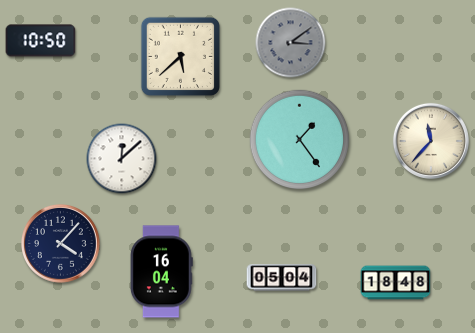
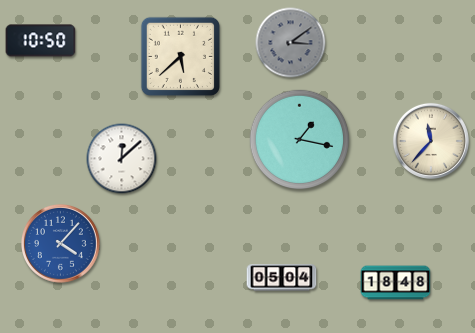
clock at (300, 140): 1:24 -> 1:17
clock at (61, 244) dial: navy -> blue
clock at (161, 272): 16:04 -> none
